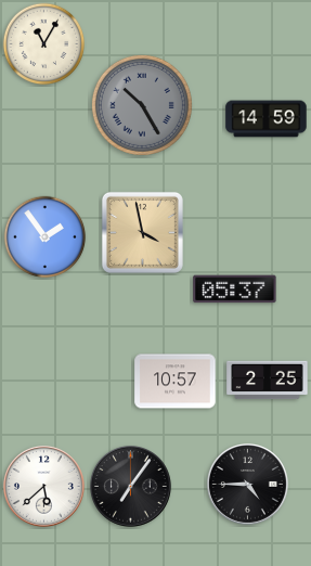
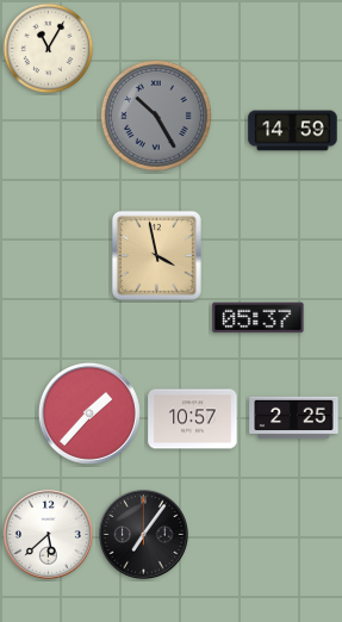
clock at (46, 237): 1:54 -> none
clock at (89, 413): none -> 1:37
clock at (247, 484): 4:45 -> none
